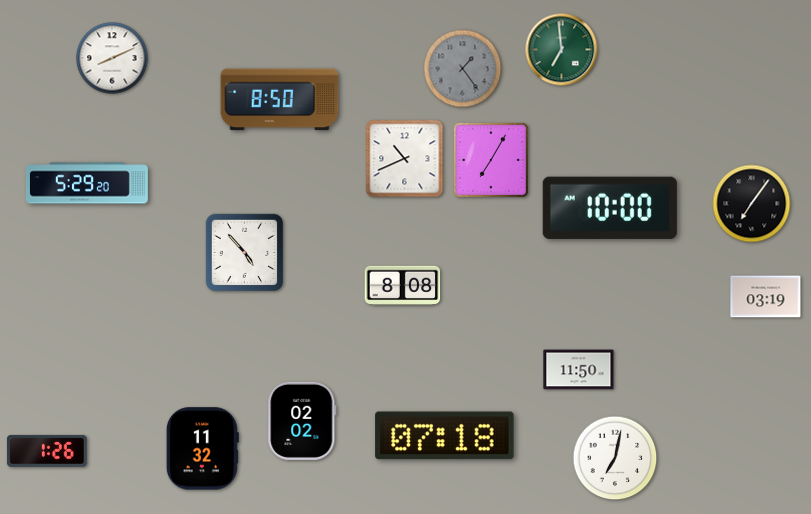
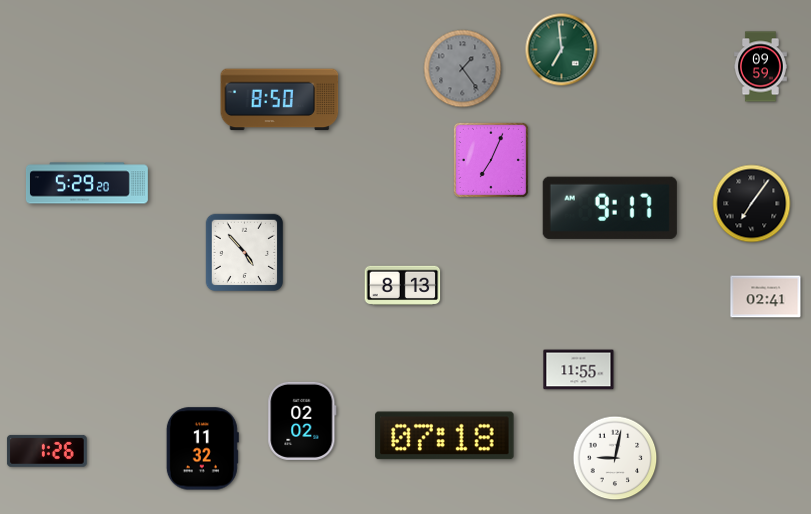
clock at (112, 58): 8:11 -> none
clock at (761, 67): none -> 09:59
clock at (405, 159): 10:41 -> none
clock at (491, 160): 7:05 -> 7:04
clock at (610, 208): 10:00 -> 9:17
clock at (403, 286): 8:08 -> 8:13
clock at (766, 297): 03:19 -> 02:41
clock at (579, 370): 11:50 -> 11:55
clock at (615, 458): 7:02 -> 9:02
